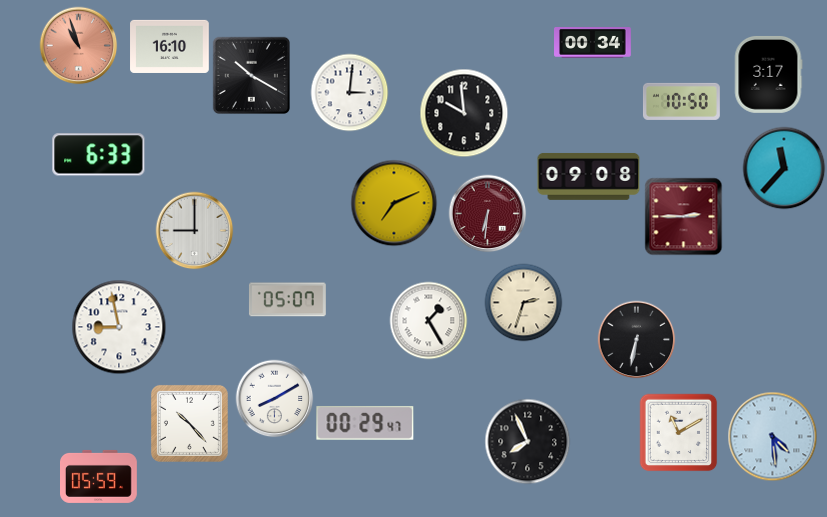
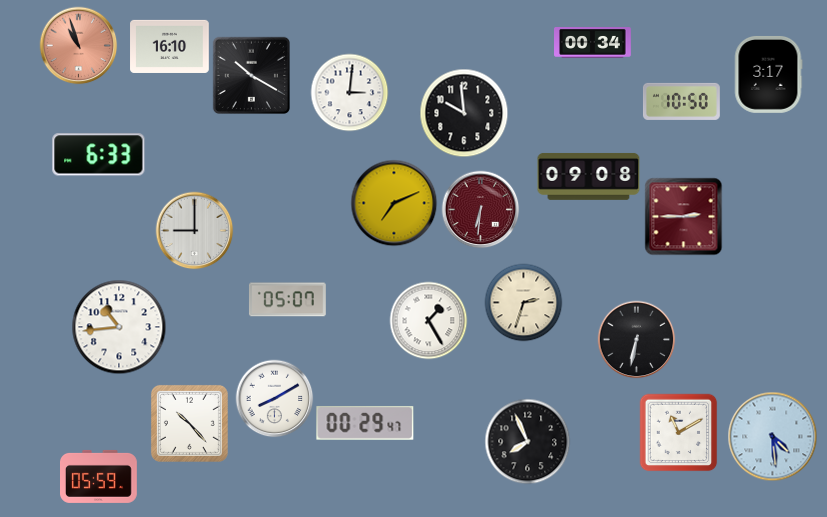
clock at (784, 168): 11:37 -> none
clock at (487, 213) position: (487, 213) -> (480, 209)
clock at (119, 327): 8:58 -> 10:44
